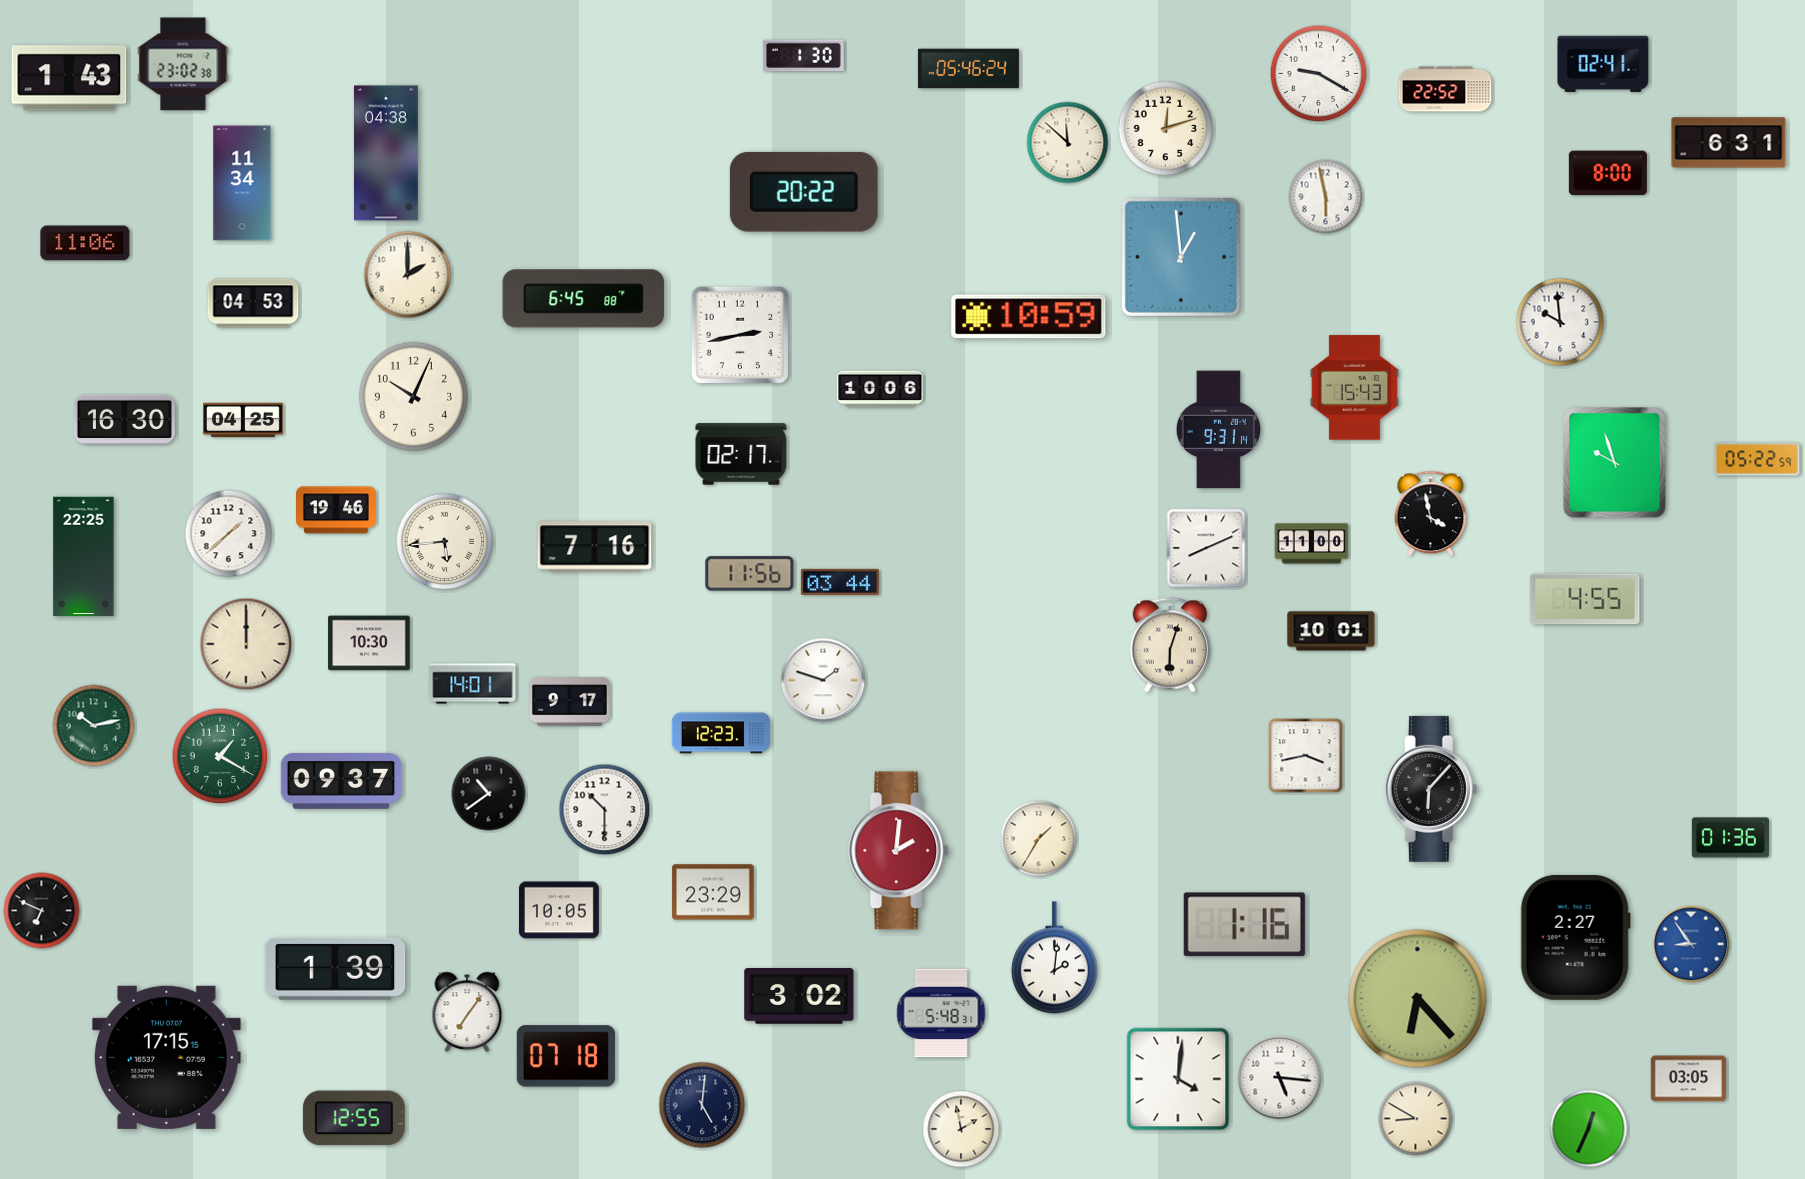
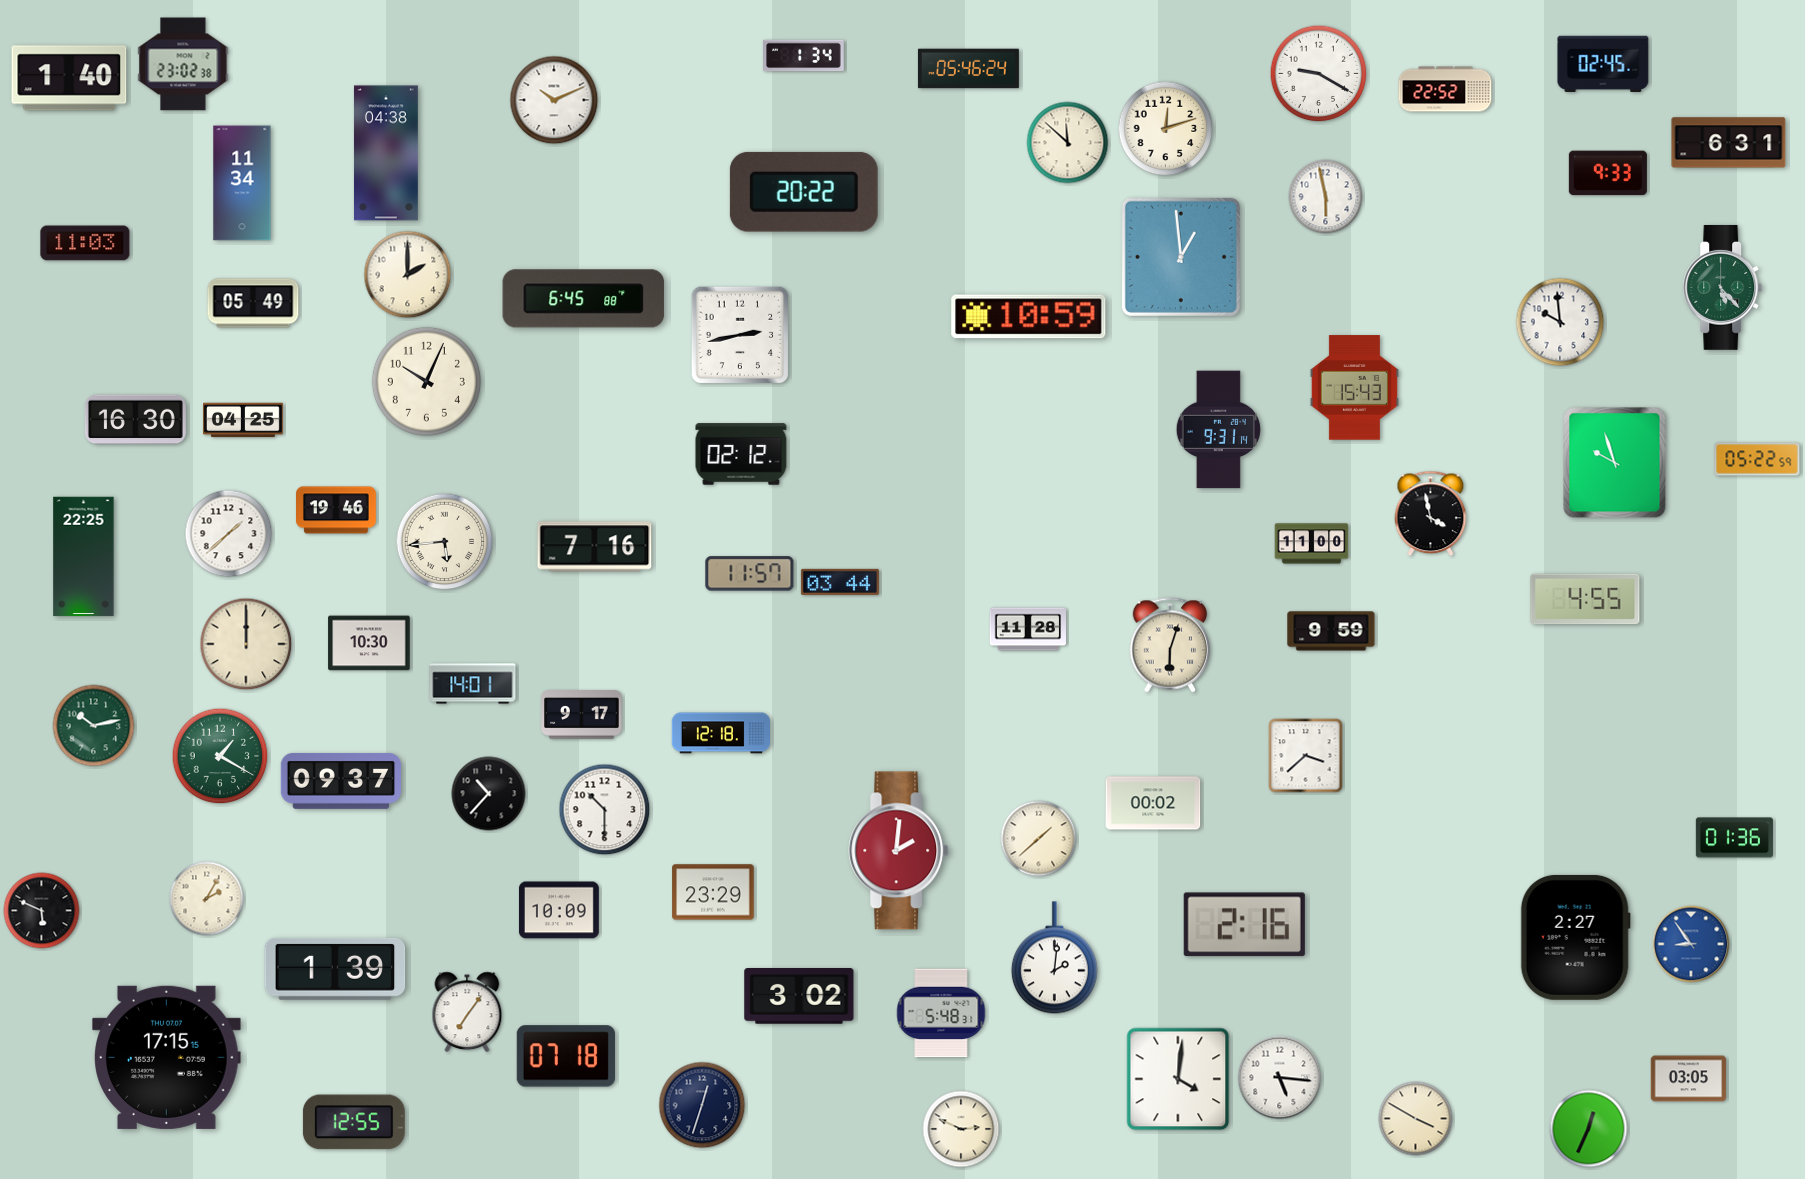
clock at (804, 56): 1:30 -> 1:34
clock at (1603, 64): 02:41 -> 02:45
clock at (69, 78): 1:43 -> 1:40
clock at (554, 100): none -> 10:11
clock at (1608, 173): 8:00 -> 9:33
clock at (85, 243): 11:06 -> 11:03
clock at (1723, 287): none -> 5:23
clock at (253, 303): 04:53 -> 05:49
clock at (880, 389): 10:06 -> none
clock at (413, 396) position: (413, 396) -> (426, 381)
clock at (124, 420) position: (124, 420) -> (135, 420)
clock at (741, 454): 02:17 -> 02:12
clock at (1206, 548): 8:11 -> none
clock at (750, 574): 11:56 -> 11:57
clock at (1027, 629): none -> 11:28
clock at (1331, 631): 10:01 -> 9:59
clock at (823, 680): 1:48 -> none
clock at (570, 702) position: (570, 702) -> (582, 715)
clock at (720, 733): 12:23 -> 12:18
clock at (1306, 756): 3:43 -> 3:38
clock at (1431, 789): 6:07 -> none
clock at (489, 794): 10:39 -> 10:37
clock at (1153, 803): none -> 00:02
clock at (1730, 838) position: (1730, 838) -> (1734, 838)
clock at (1039, 839): 1:35 -> 1:38
clock at (207, 899): none -> 2:05
clock at (559, 910): 10:05 -> 10:09
clock at (42, 911): 6:49 -> 5:49
clock at (1244, 925): 1:16 -> 2:16
clock at (1418, 999): 6:23 -> none
clock at (702, 1105): 5:01 -> 12:33
clock at (354, 1118) position: (354, 1118) -> (354, 1122)
clock at (1416, 1119): 8:50 -> 3:50
clock at (961, 1129): 1:58 -> 2:49
